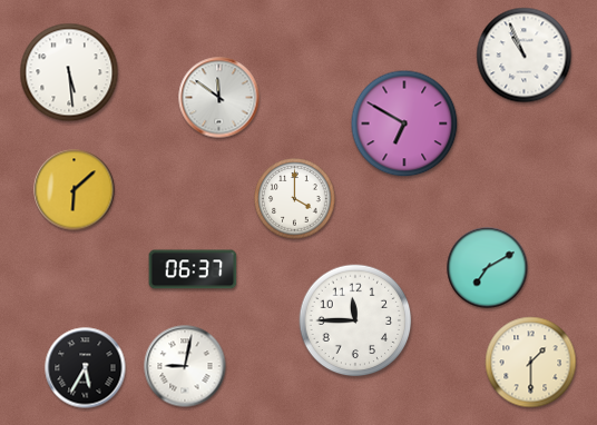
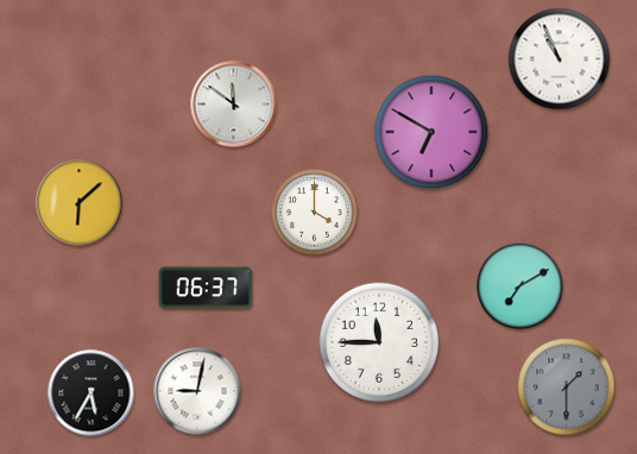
clock at (69, 72): 5:29 -> none
clock at (531, 363) dial: cream -> grey
